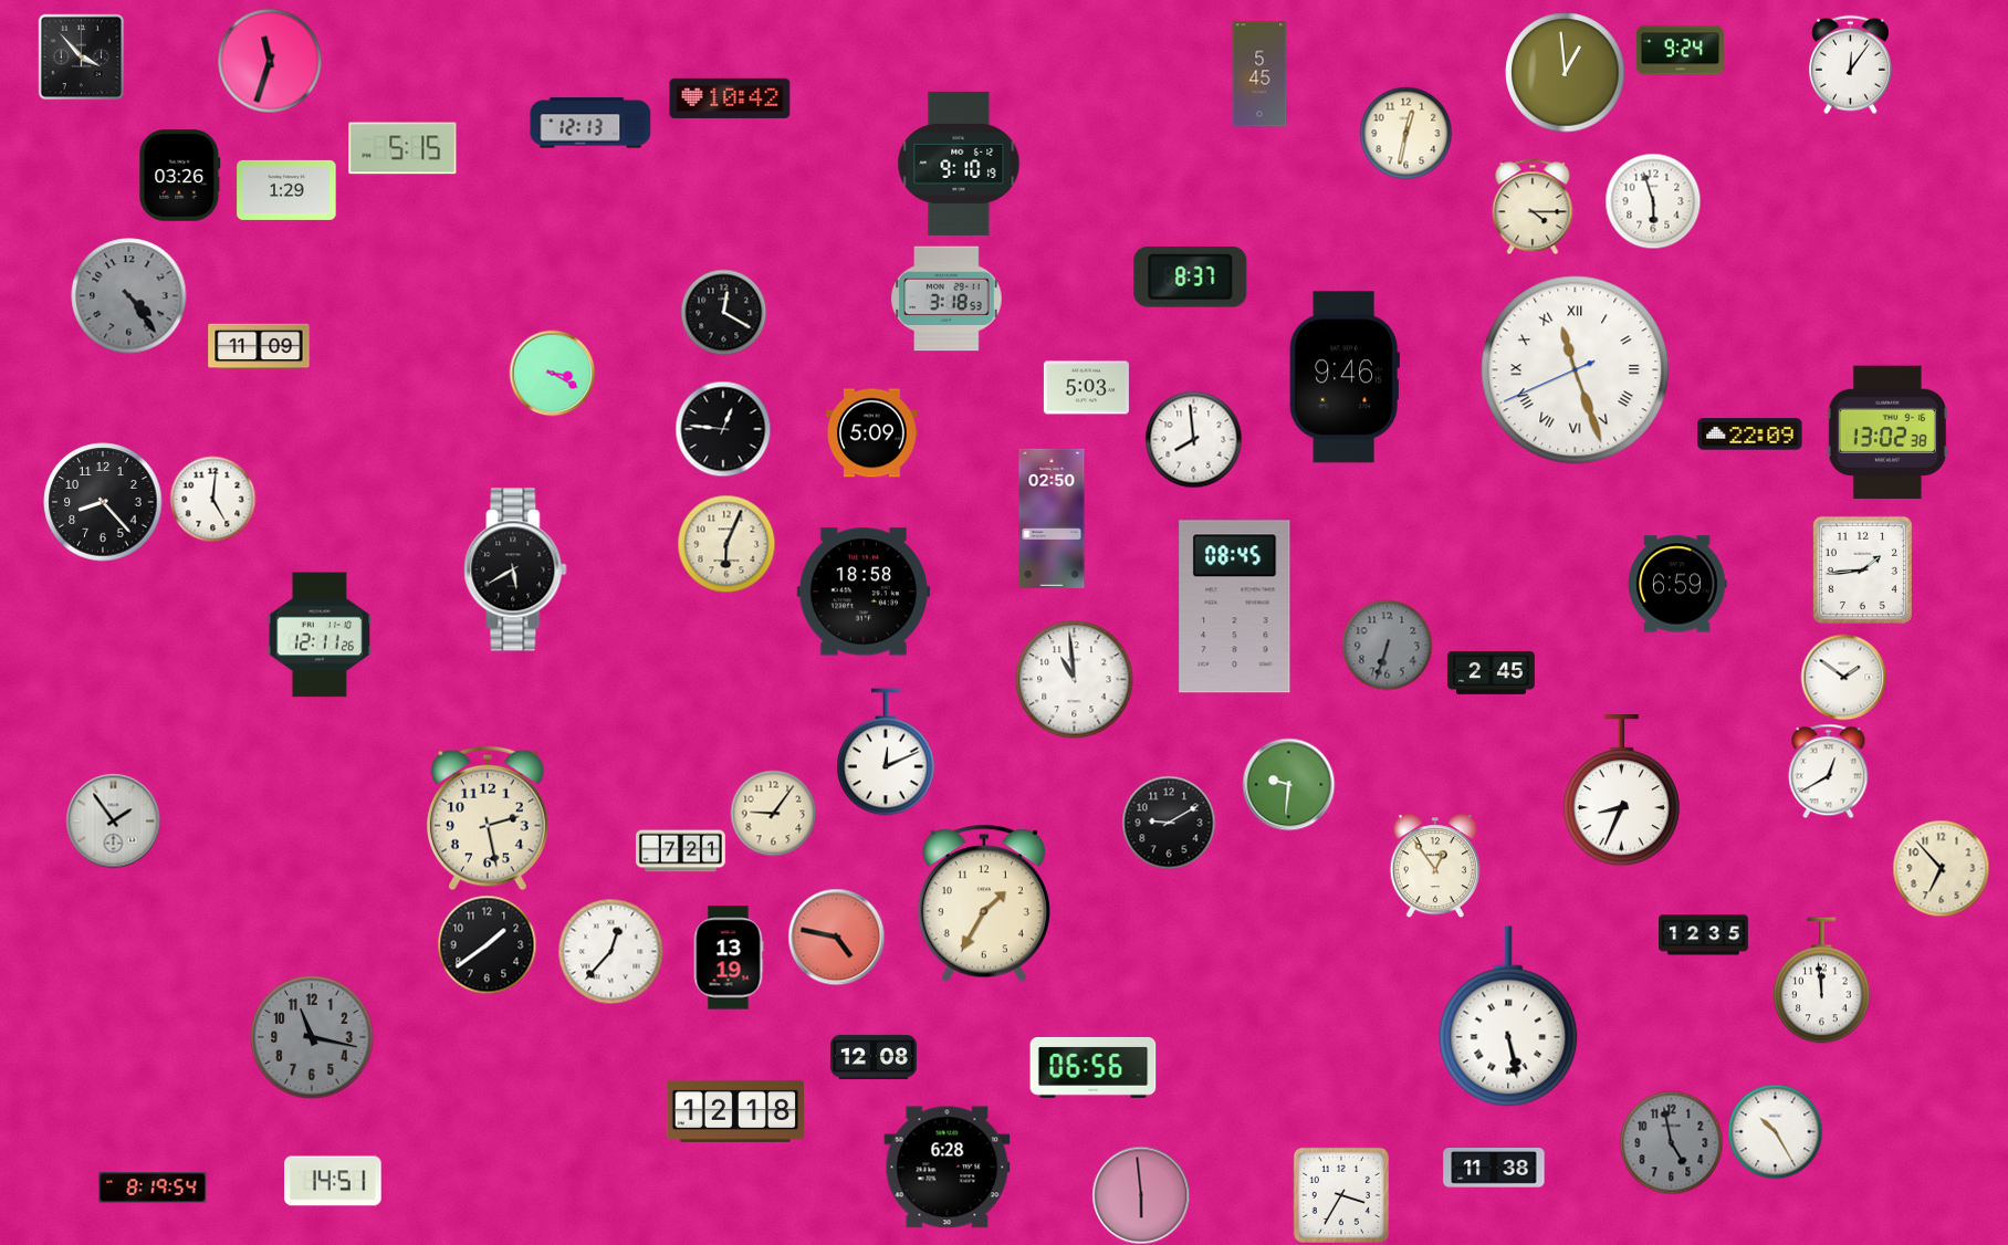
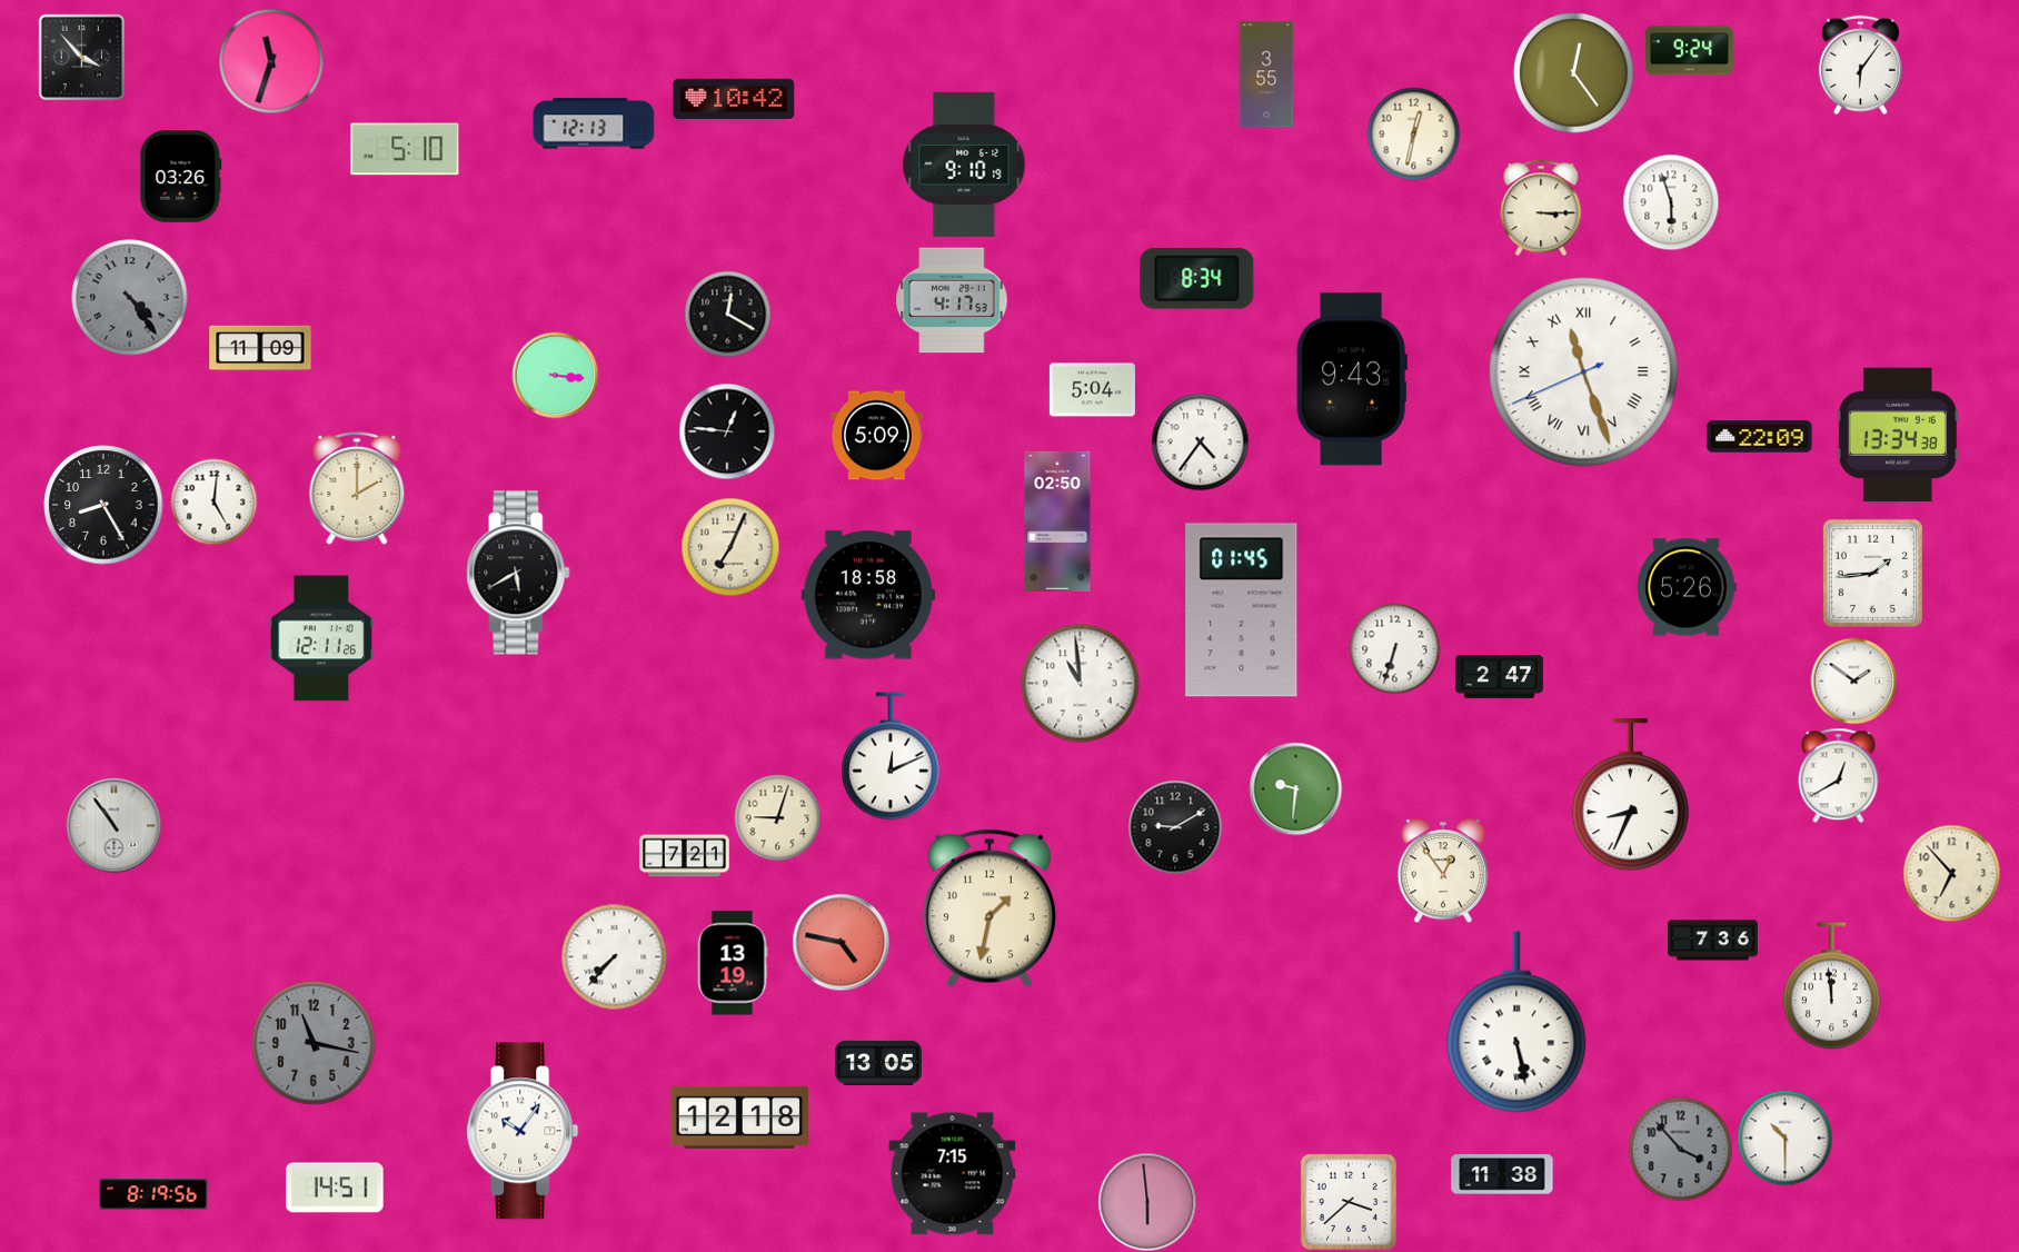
clock at (1850, 64): 12:06 -> 6:06
clock at (1566, 73): 12:59 -> 12:24
clock at (1259, 74): 5:45 -> 3:55
clock at (402, 148): 5:15 -> 5:10
clock at (286, 190): 1:29 -> none
clock at (1653, 201) position: (1653, 201) -> (1671, 202)
clock at (1533, 207): 4:15 -> 3:15
clock at (1191, 278): 8:37 -> 8:34
clock at (947, 299): 3:18 -> 4:17
clock at (552, 373): 3:20 -> 3:16
clock at (1345, 377): 9:46 -> 9:43
clock at (1086, 388): 5:03 -> 5:04
clock at (1887, 432): 13:02 -> 13:34
clock at (1193, 439): 7:59 -> 4:36
clock at (357, 488): none -> 2:00
clock at (103, 502): 8:23 -> 8:25
clock at (726, 544): 6:04 -> 7:04
clock at (1677, 584): 6:59 -> 5:26
clock at (1235, 607): 08:45 -> 01:45
clock at (1387, 645) dial: grey -> white
clock at (1491, 673): 2:45 -> 2:47
clock at (773, 813): 9:06 -> 9:03
clock at (489, 818): 2:28 -> none
clock at (113, 820): 1:54 -> 10:54
clock at (984, 903): 1:35 -> 1:32
clock at (1704, 935): 12:35 -> 7:36
clock at (487, 944): 1:39 -> none
clock at (610, 951): 12:37 -> 7:37
clock at (874, 1057): 12:08 -> 13:05
clock at (1094, 1067): 06:56 -> none
clock at (523, 1131): none -> 10:06
clock at (1775, 1131): 10:25 -> 10:30
clock at (1671, 1142): 4:58 -> 3:53
clock at (948, 1168): 6:28 -> 7:15
clock at (153, 1188): 8:19:54 -> 8:19:56
clock at (1341, 1195): 3:35 -> 3:38
